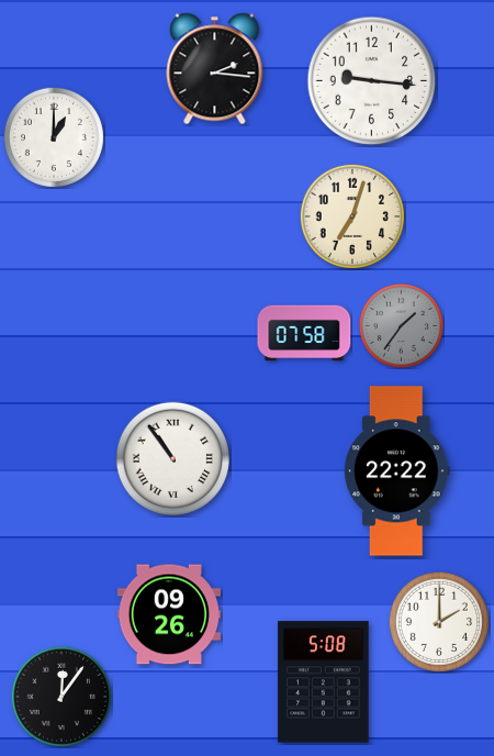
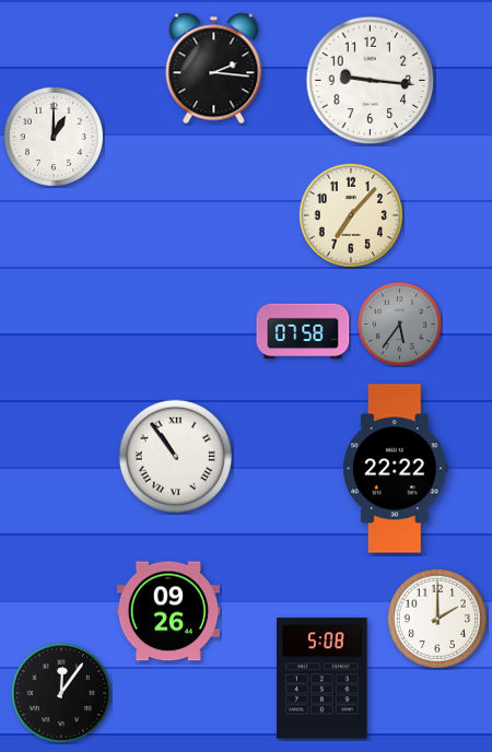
clock at (352, 216): 7:03 -> 7:07
clock at (401, 325): 1:36 -> 5:36
clock at (172, 458) position: (172, 458) -> (175, 456)
